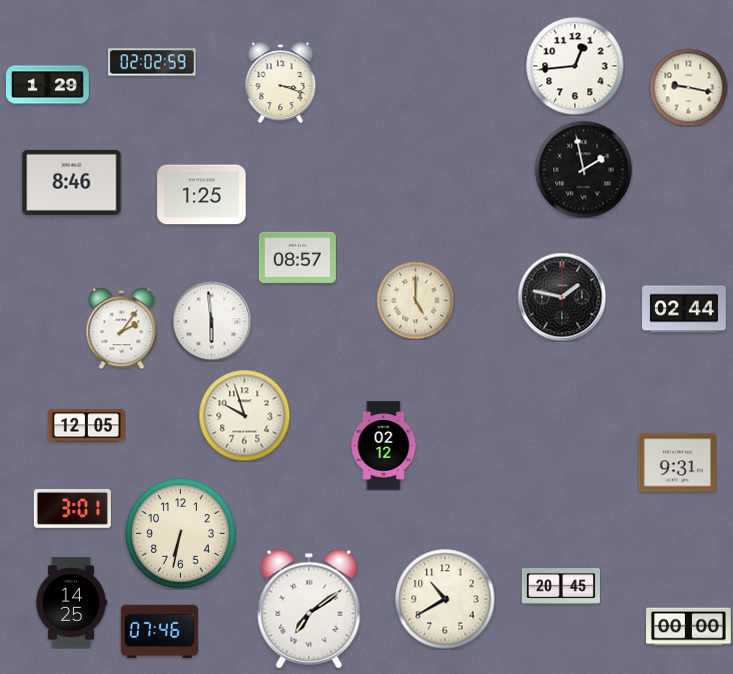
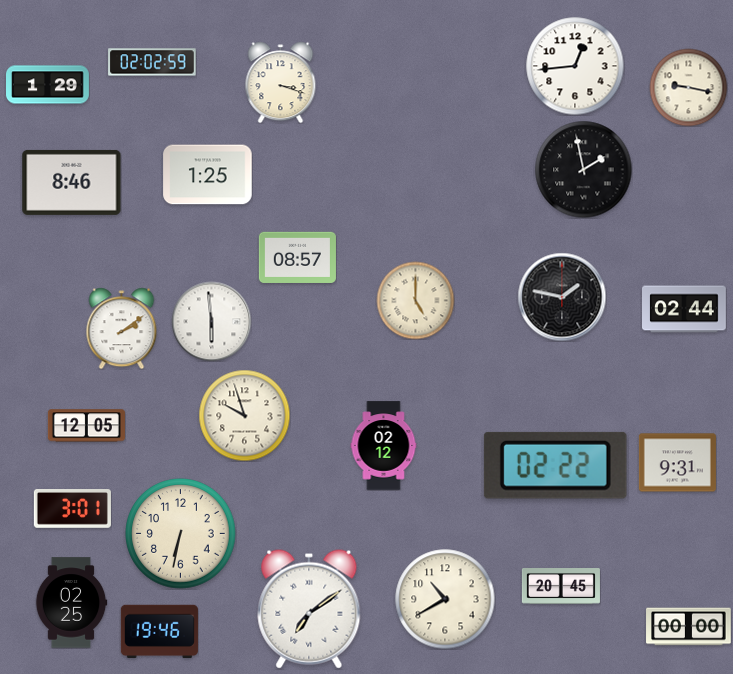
clock at (202, 195) position: (202, 195) -> (208, 175)
clock at (122, 328): 2:06 -> 2:09
clock at (555, 465): none -> 02:22
clock at (71, 603): 14:25 -> 02:25
clock at (159, 632): 07:46 -> 19:46
